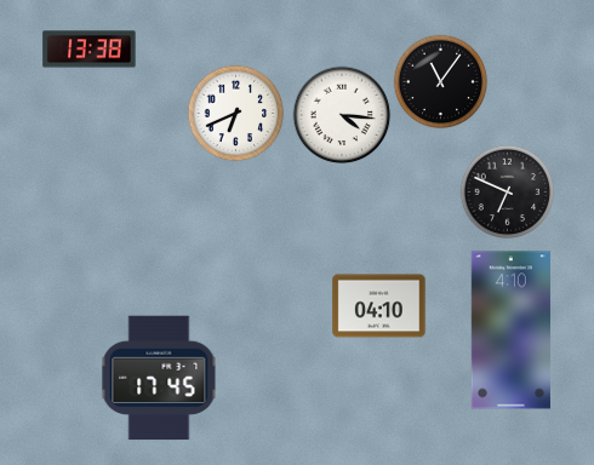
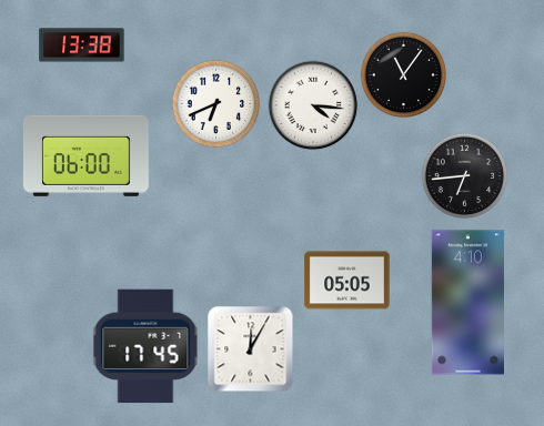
clock at (85, 155): none -> 06:00
clock at (507, 191): 6:49 -> 6:44
clock at (379, 306): 04:10 -> 05:05
clock at (250, 348): none -> 12:05
